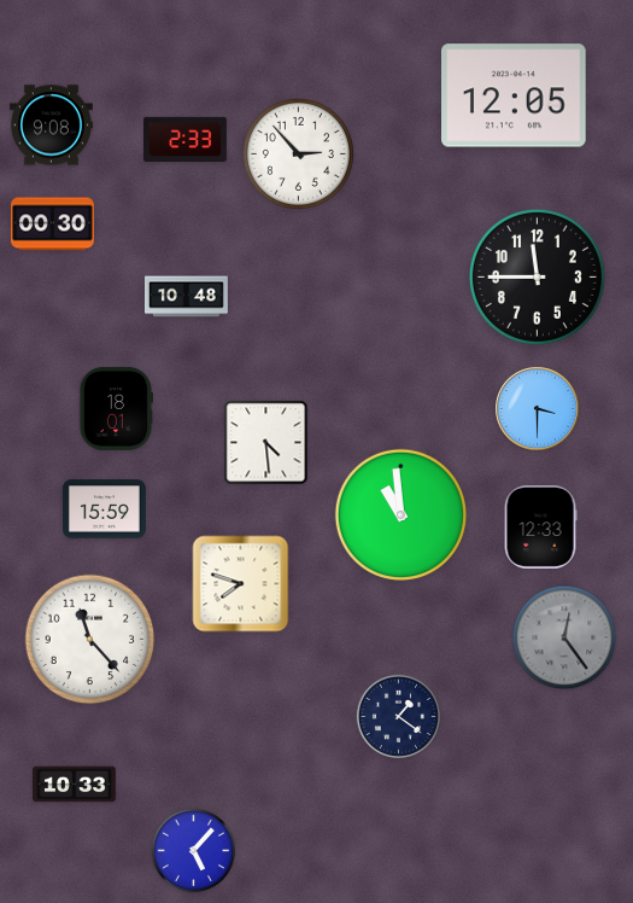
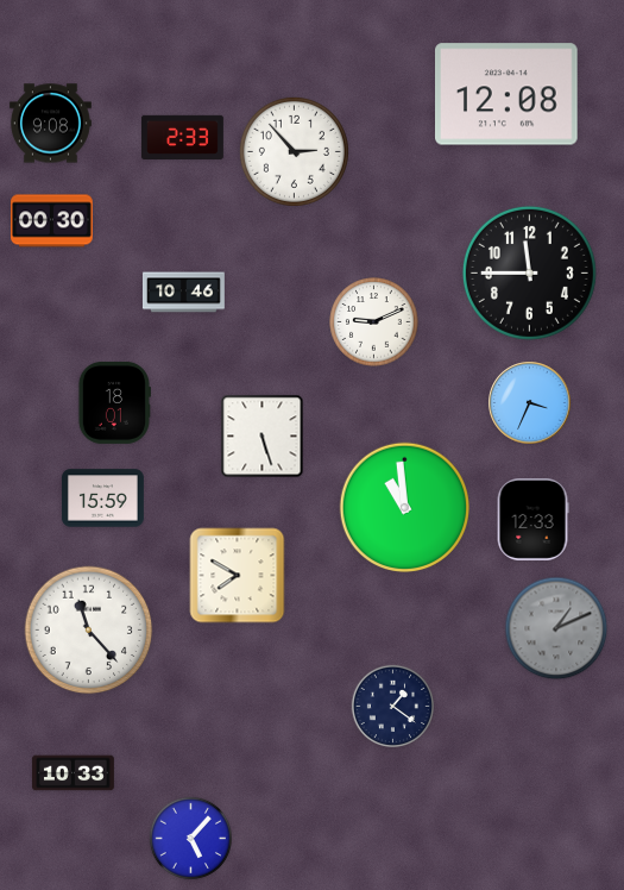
clock at (515, 95): 12:05 -> 12:08
clock at (186, 297): 10:48 -> 10:46
clock at (374, 322): none -> 9:11
clock at (538, 409): 3:30 -> 3:34
clock at (266, 443): 4:29 -> 5:27
clock at (104, 509) position: (104, 509) -> (102, 499)
clock at (400, 514) position: (400, 514) -> (404, 507)
clock at (241, 584): 7:48 -> 7:50
clock at (564, 637): 12:24 -> 1:11
